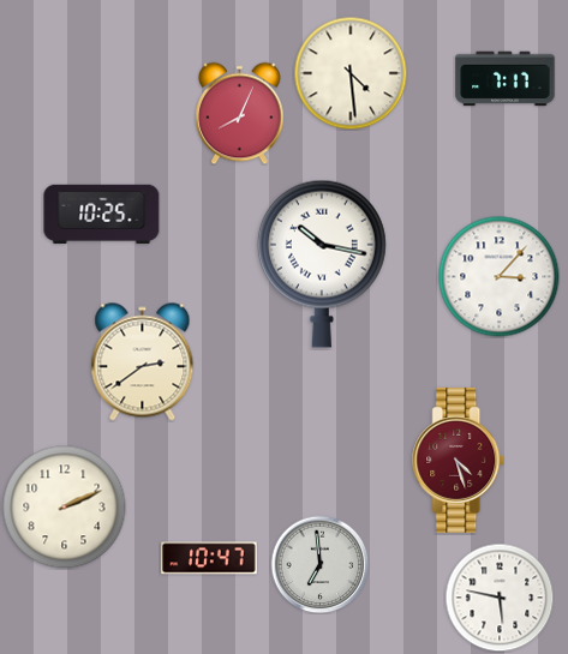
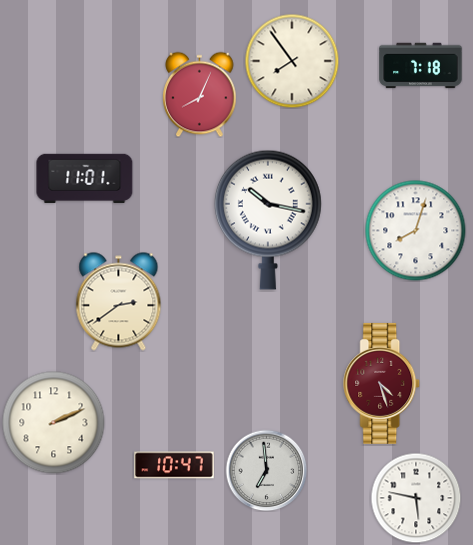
clock at (351, 73): 4:29 -> 7:54
clock at (506, 79): 7:17 -> 7:18
clock at (102, 214): 10:25 -> 11:01
clock at (500, 277): 3:07 -> 8:03
